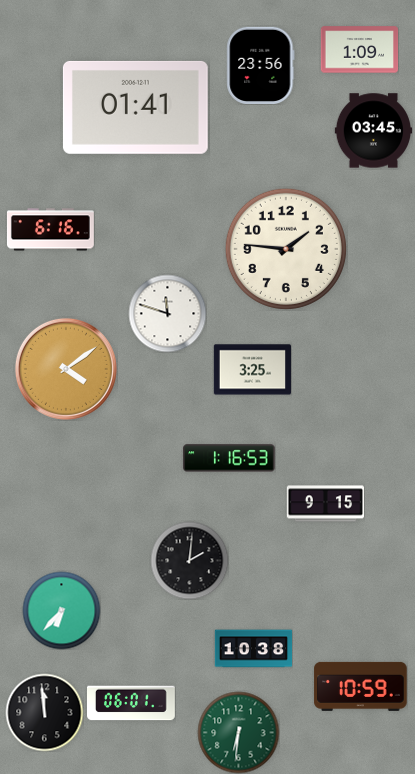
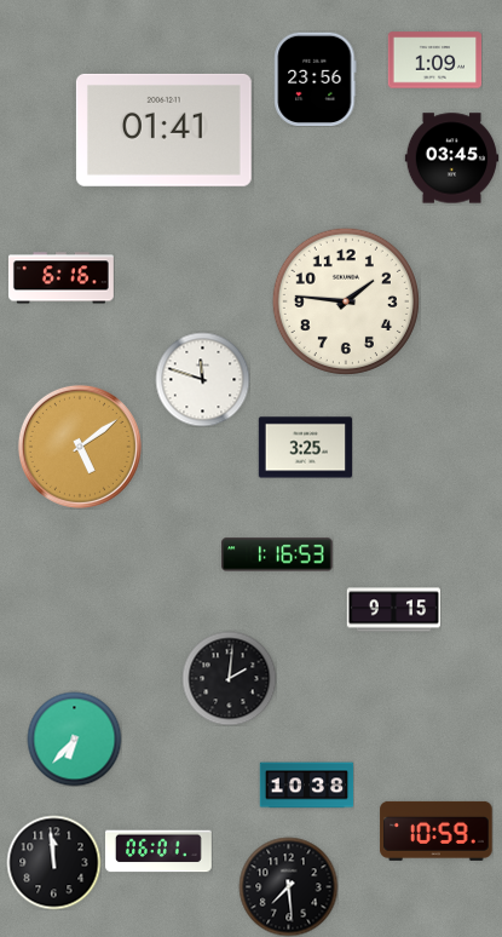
clock at (66, 369): 4:09 -> 5:09
clock at (238, 732): 6:31 -> 7:29
clock at (238, 732) dial: green -> black
